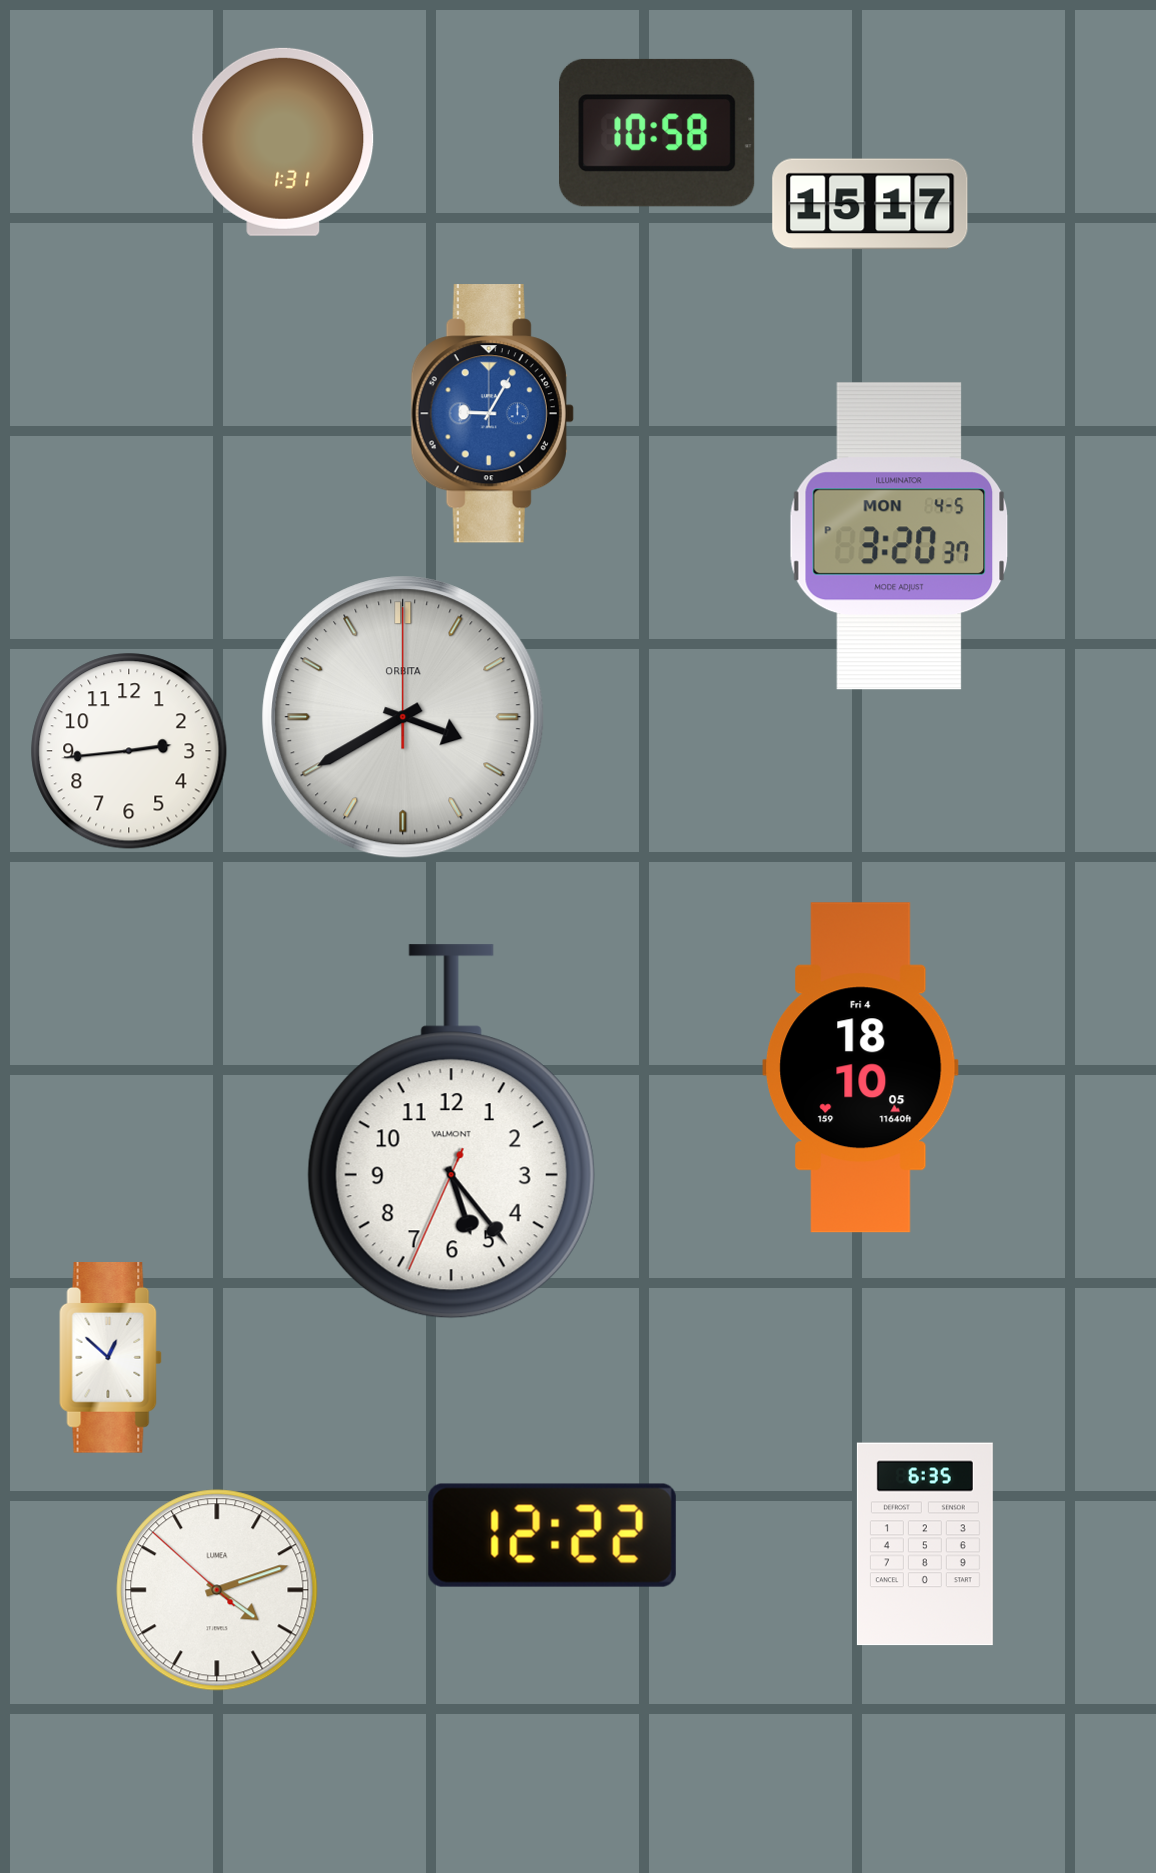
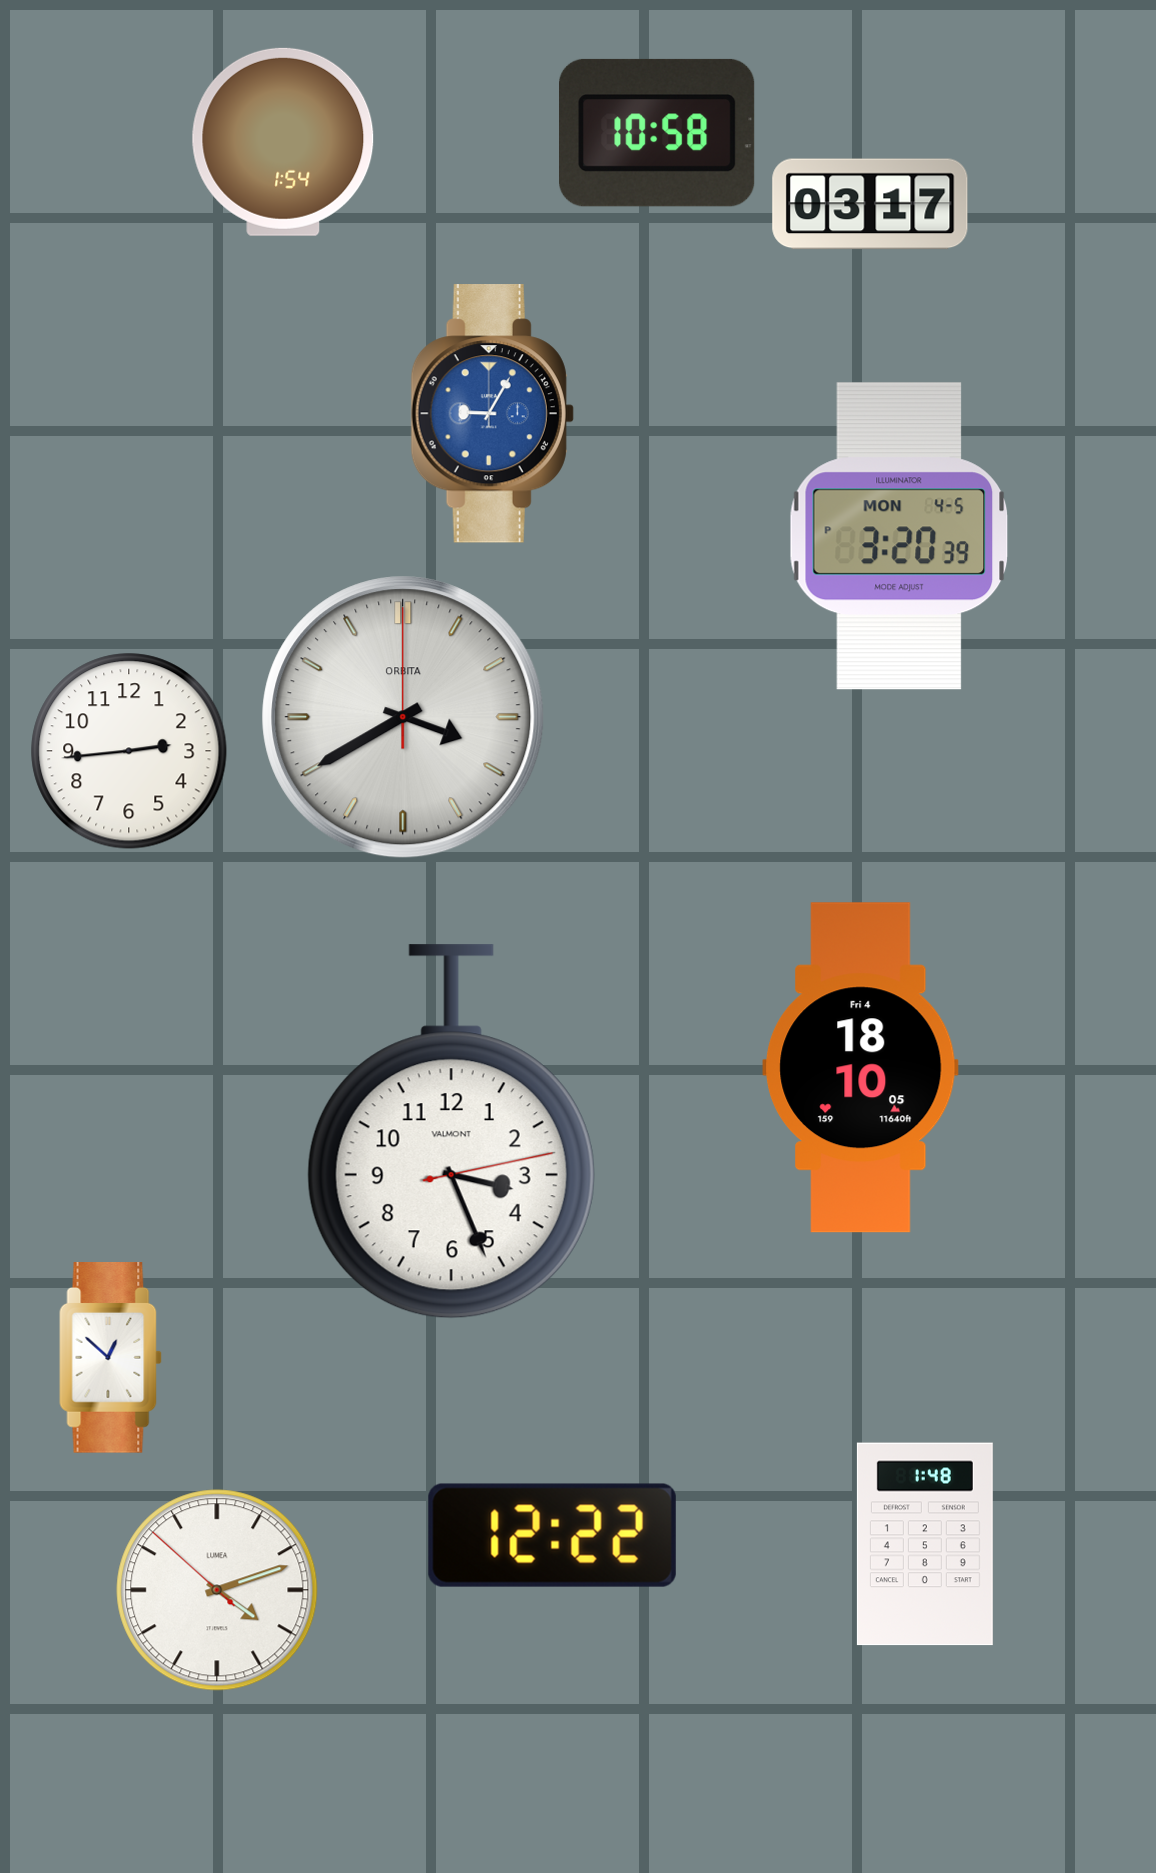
clock at (283, 142): 1:31 -> 1:54
clock at (870, 204): 15:17 -> 03:17
clock at (899, 536): 3:20:37 PM -> 3:20:39 PM
clock at (451, 1132): 5:23 -> 3:26
clock at (925, 1544): 6:35 -> 1:48
